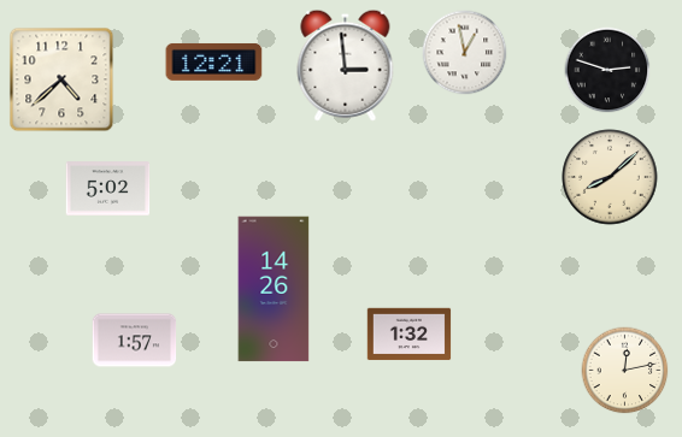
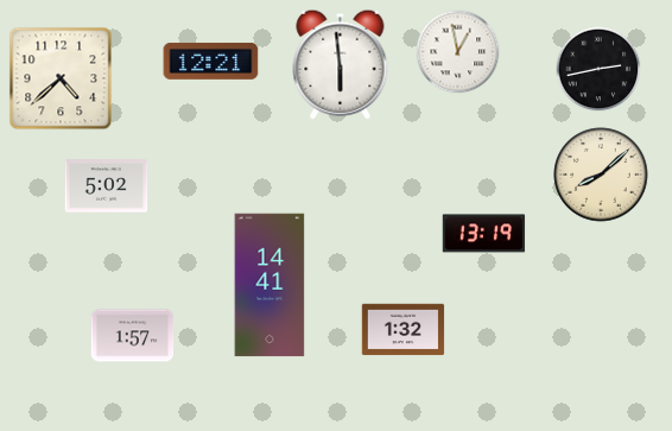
clock at (346, 65): 2:59 -> 5:59
clock at (607, 70): 2:48 -> 2:43
clock at (484, 234): none -> 13:19
clock at (274, 289): 14:26 -> 14:41
clock at (625, 371): 12:13 -> none
